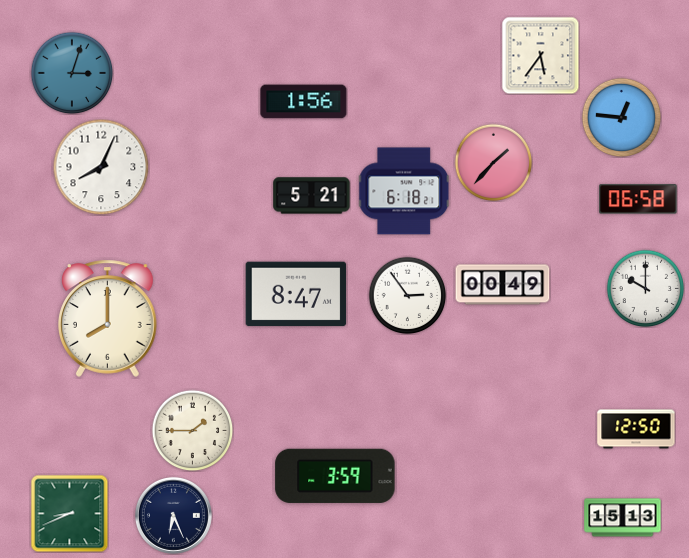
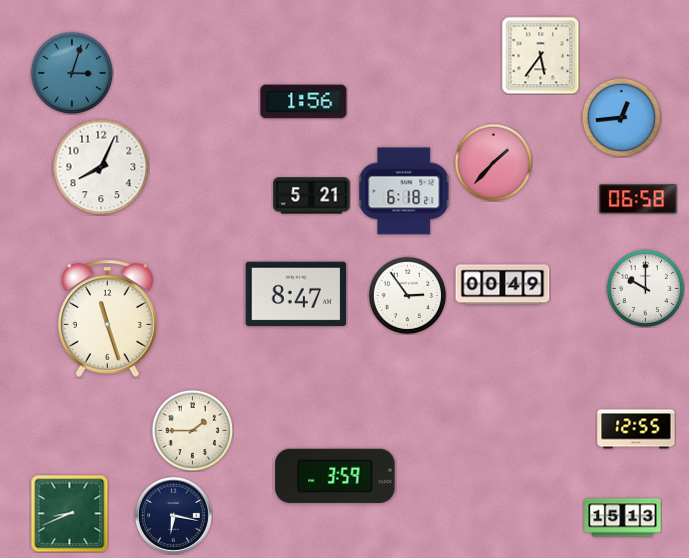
clock at (621, 117): 12:46 -> 12:44
clock at (108, 318): 8:00 -> 11:27
clock at (636, 429): 12:50 -> 12:55
clock at (173, 515): 6:26 -> 6:17
